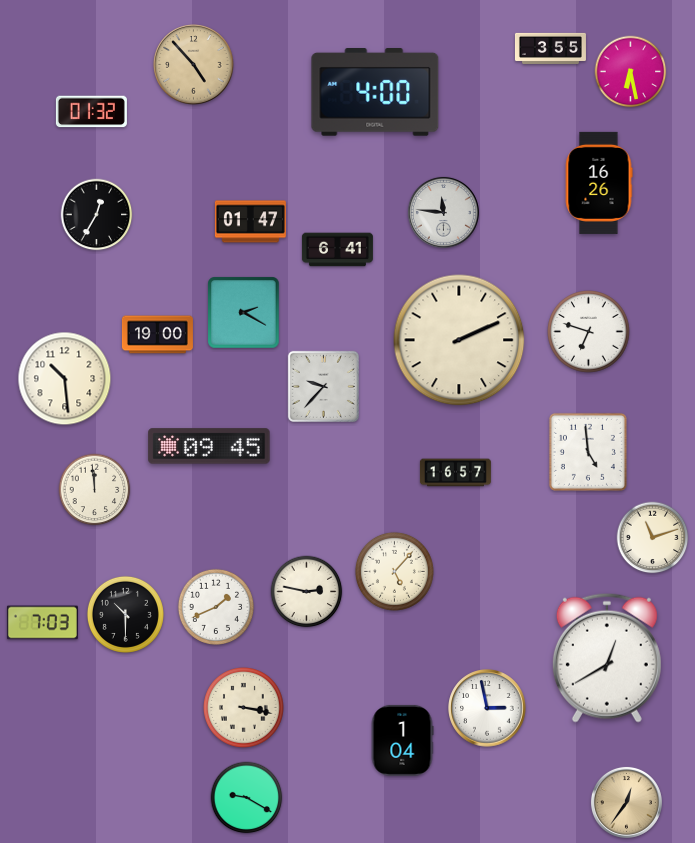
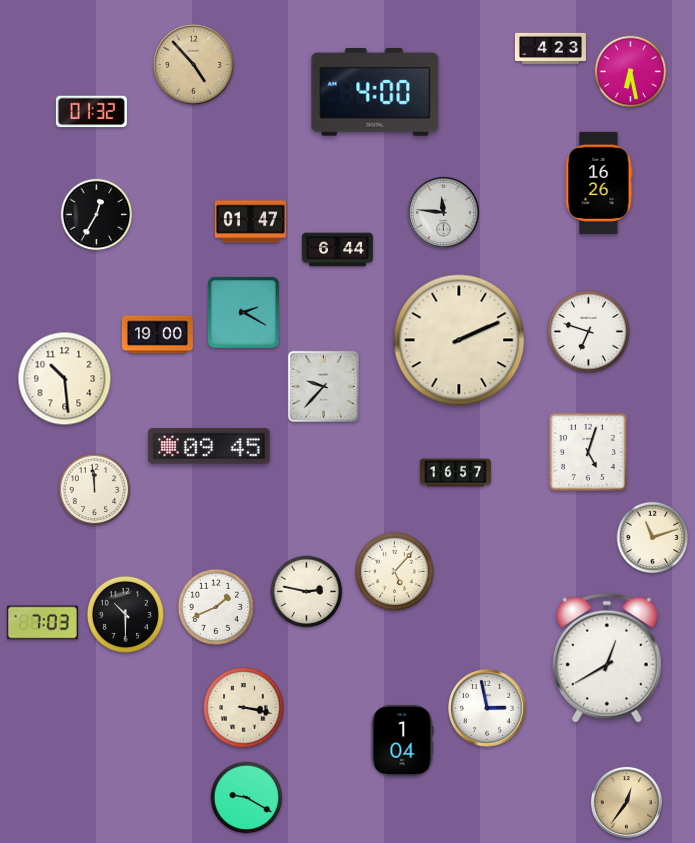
clock at (550, 48): 3:55 -> 4:23
clock at (337, 250): 6:41 -> 6:44
clock at (588, 452): 4:59 -> 5:03
